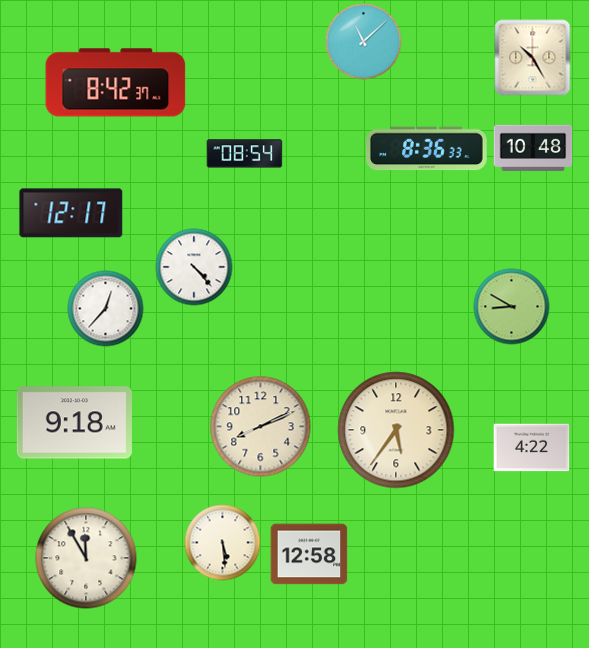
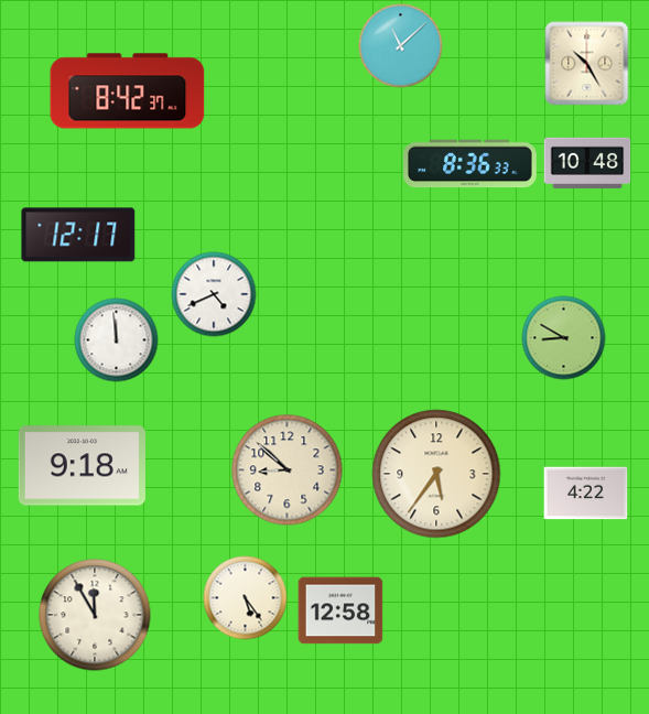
clock at (245, 154): 08:54 -> none
clock at (194, 267): 4:23 -> 4:41
clock at (106, 309): 12:37 -> 11:59
clock at (261, 427): 8:11 -> 8:52
clock at (223, 543): 5:29 -> 5:24
